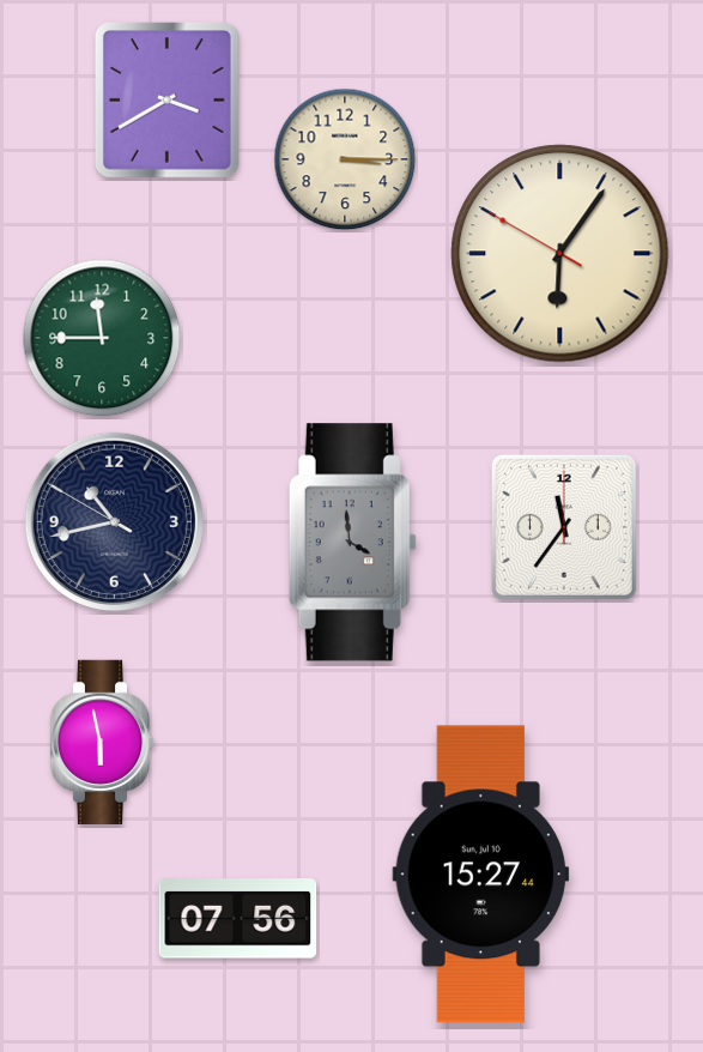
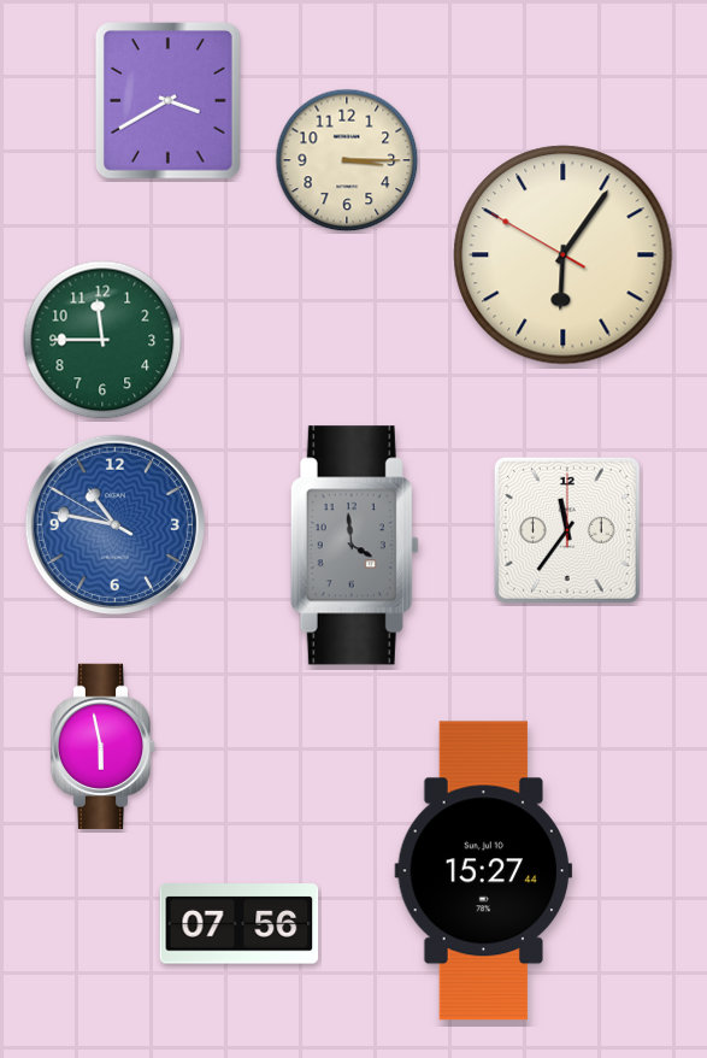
clock at (114, 521): 10:42 -> 10:46
clock at (114, 521) dial: navy -> blue
clock at (481, 875) position: (481, 875) -> (484, 871)
